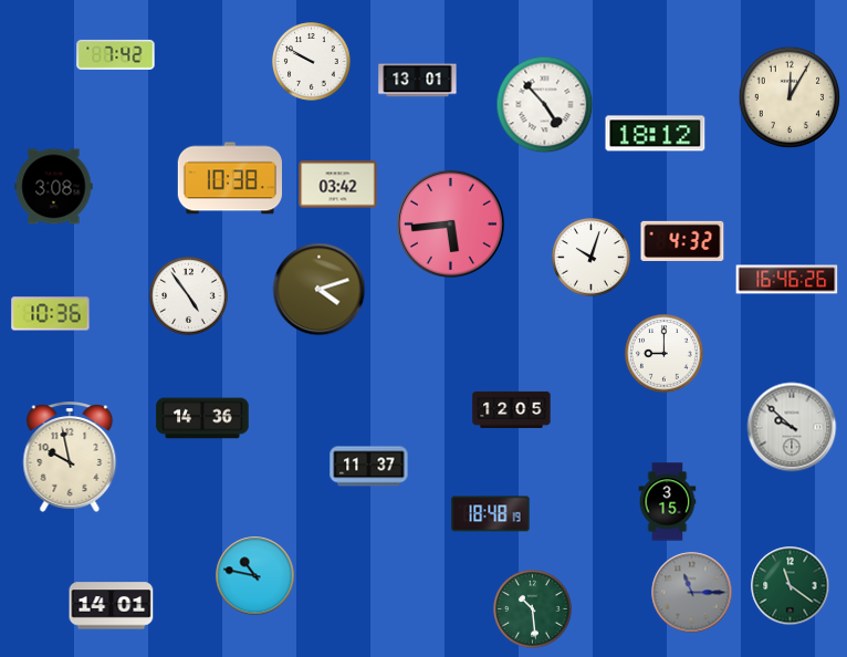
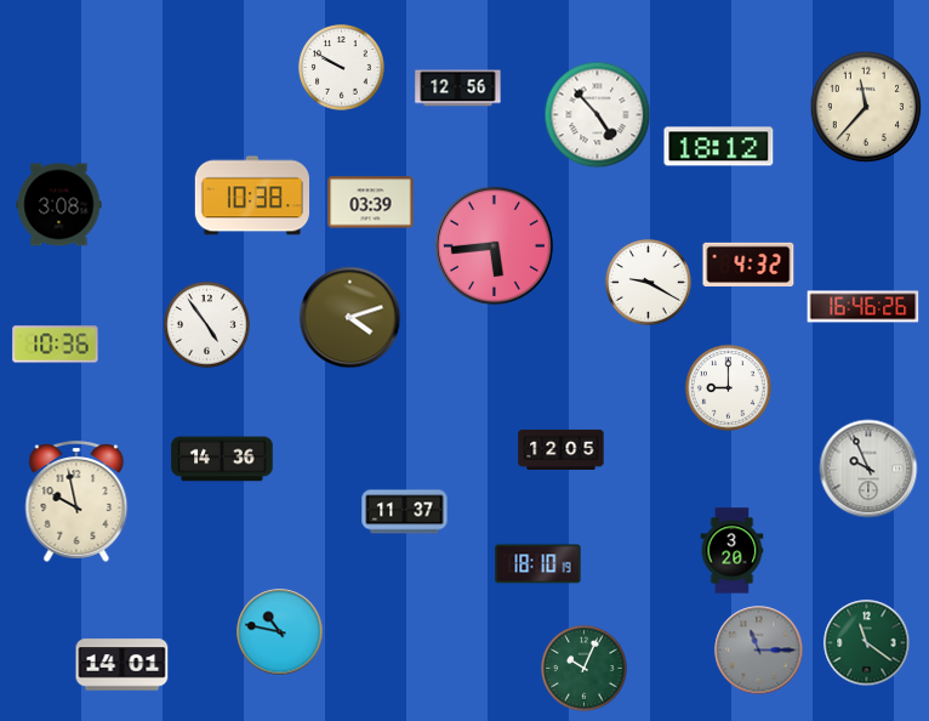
clock at (116, 54): 7:42 -> none
clock at (418, 81): 13:01 -> 12:56
clock at (790, 97): 12:05 -> 11:37
clock at (338, 185): 03:42 -> 03:39
clock at (592, 258): 10:03 -> 9:20
clock at (792, 427): 9:52 -> 9:56
clock at (668, 502): 3:15 -> 3:20
clock at (491, 514): 18:48 -> 18:10
clock at (533, 609): 10:29 -> 10:04
